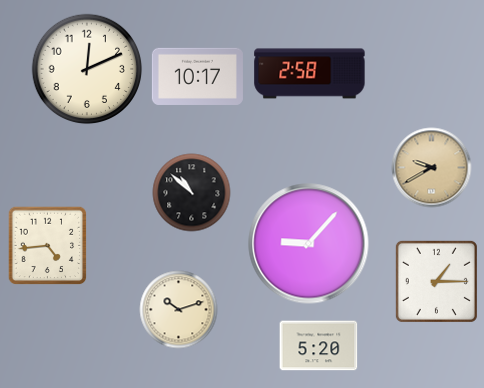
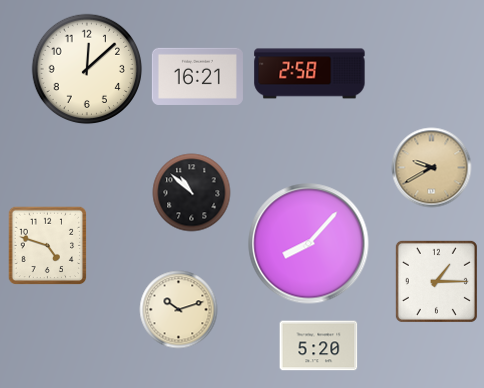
clock at (87, 69): 12:11 -> 12:08
clock at (197, 76): 10:17 -> 16:21
clock at (309, 244): 9:07 -> 8:07
clock at (47, 245): 4:44 -> 4:48
